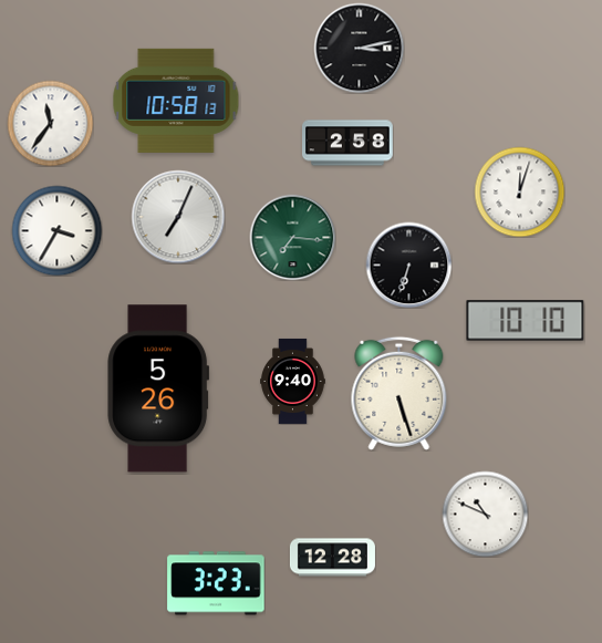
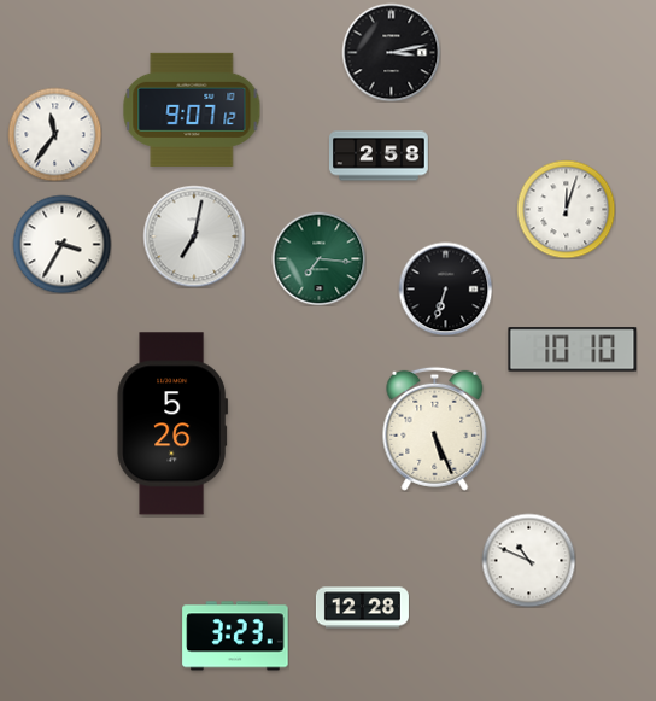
clock at (176, 101): 10:58 -> 9:07
clock at (178, 217): 7:04 -> 7:02
clock at (56, 230) position: (56, 230) -> (61, 244)
clock at (293, 381): 9:40 -> none
clock at (399, 393): 5:27 -> 5:26
